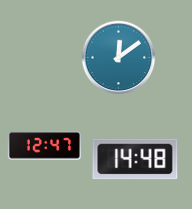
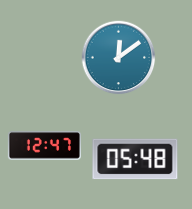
clock at (135, 159): 14:48 -> 05:48
